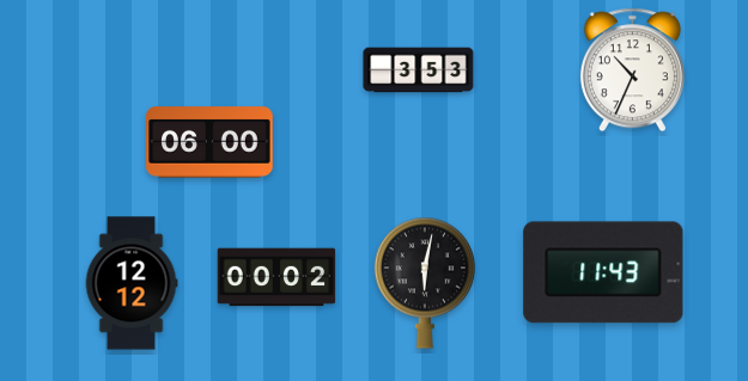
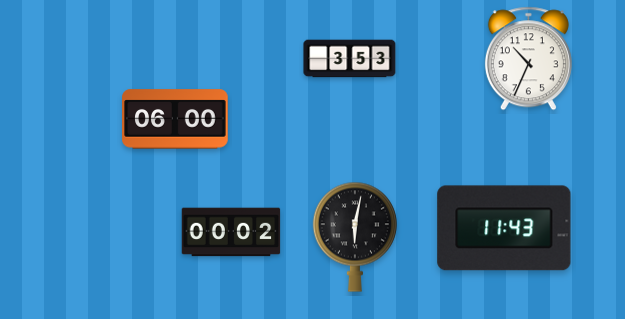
clock at (132, 283): 12:12 -> none
